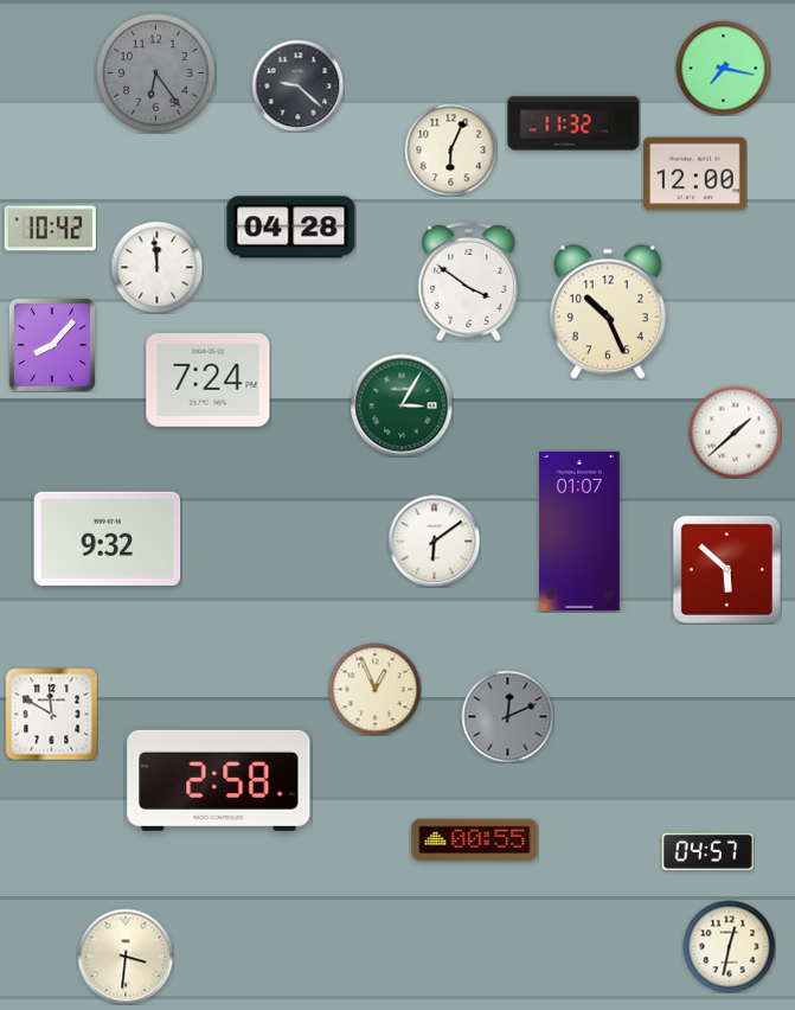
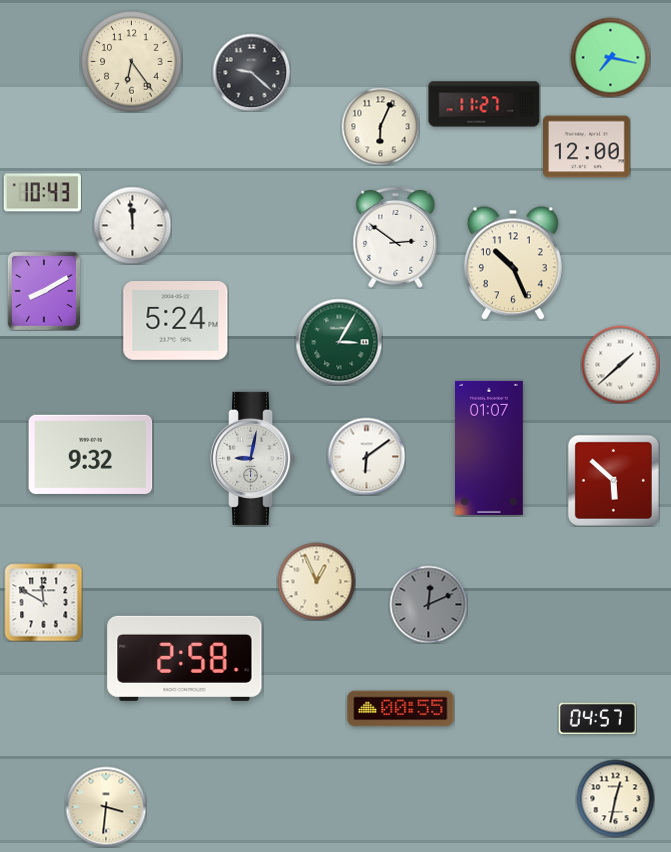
clock at (156, 73) dial: grey -> cream
clock at (573, 123): 11:32 -> 11:27
clock at (291, 228): 04:28 -> none
clock at (50, 229): 10:42 -> 10:43
clock at (469, 281): 3:51 -> 2:51
clock at (52, 345): 8:07 -> 8:10
clock at (209, 381): 7:24 -> 5:24
clock at (254, 458): none -> 9:02
